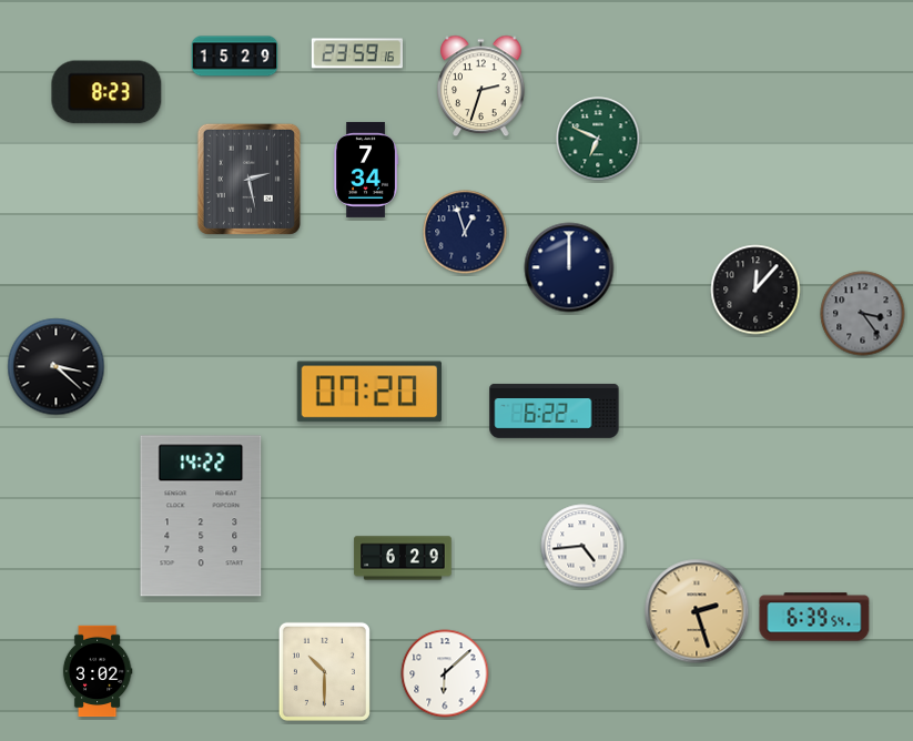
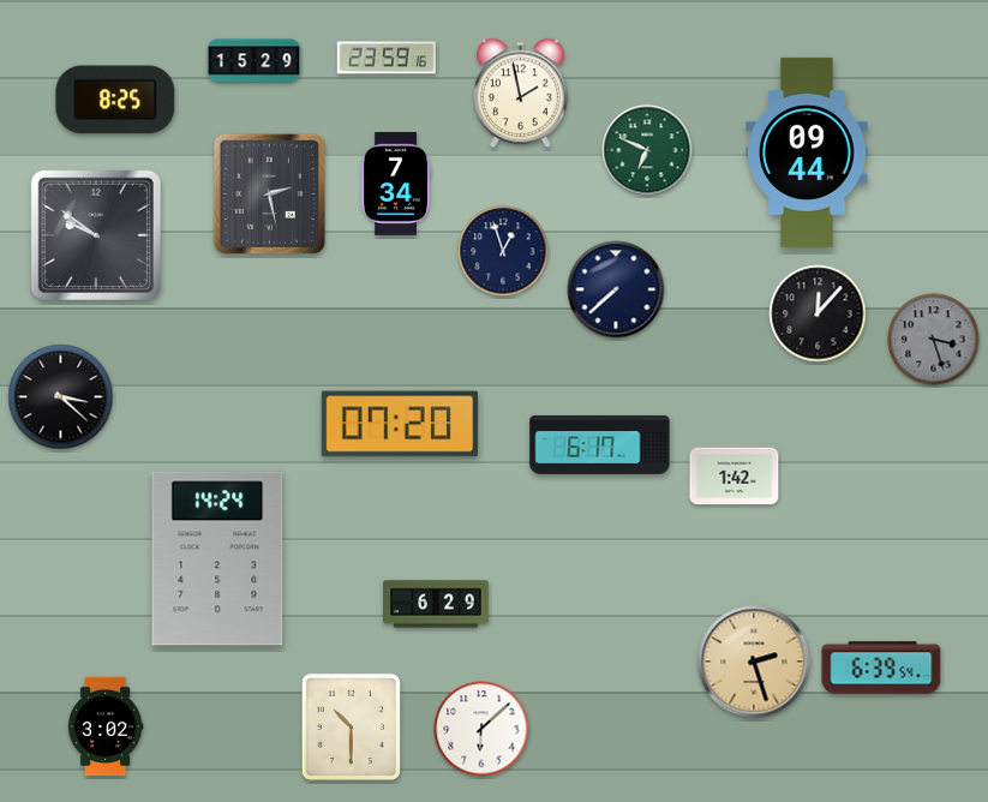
clock at (481, 87): 2:33 -> 1:58
clock at (106, 92): 8:23 -> 8:25
clock at (807, 152): none -> 09:44
clock at (95, 234): none -> 9:51
clock at (569, 267): 12:00 -> 7:38
clock at (863, 314): 3:24 -> 3:27
clock at (555, 410): 6:22 -> 6:17
clock at (735, 477): none -> 1:42
clock at (201, 516): 14:22 -> 14:24
clock at (582, 546): 4:44 -> none
